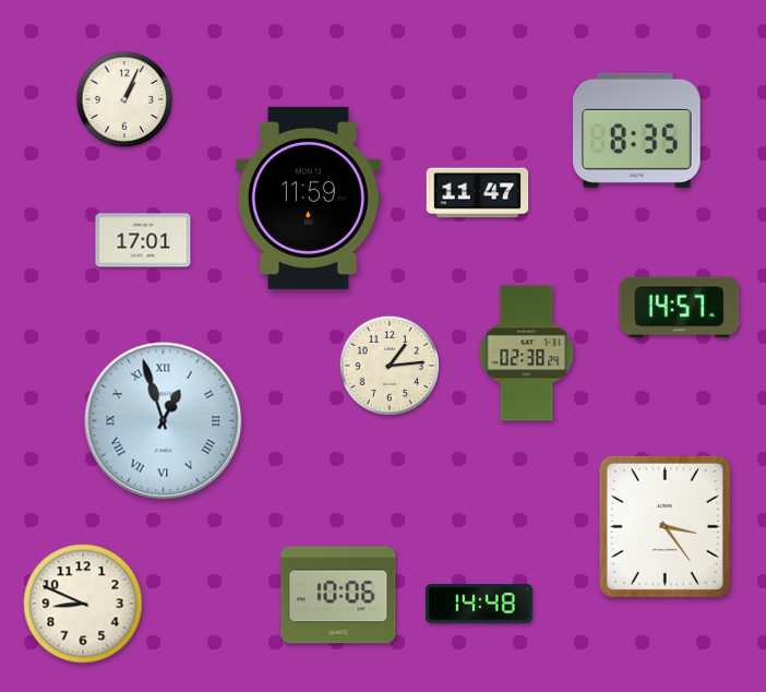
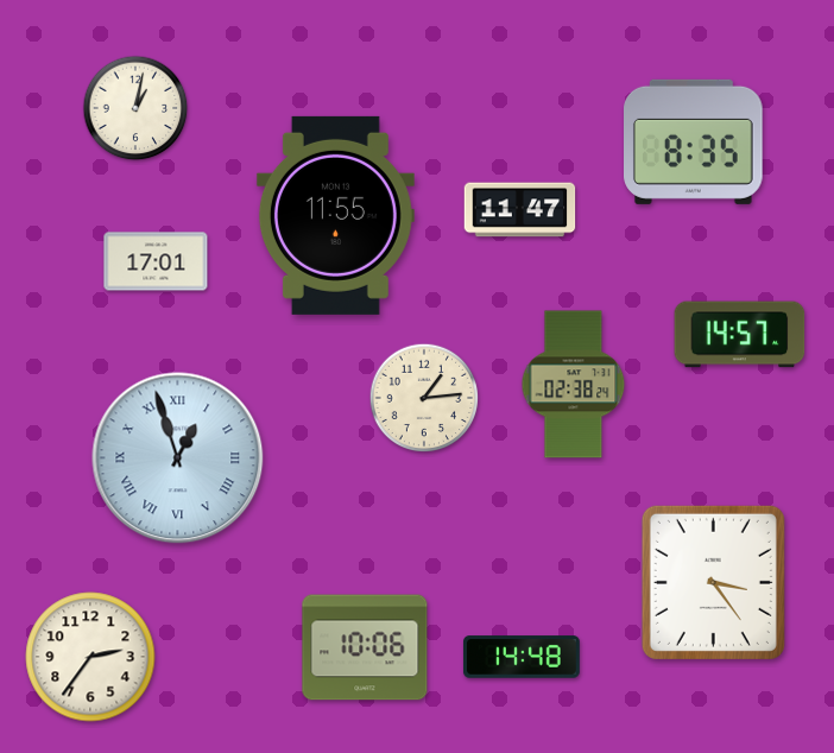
clock at (124, 99): 1:04 -> 1:02
clock at (308, 198): 11:59 -> 11:55
clock at (665, 526) position: (665, 526) -> (713, 582)
clock at (338, 595) position: (338, 595) -> (365, 647)
clock at (83, 604): 8:49 -> 2:36
